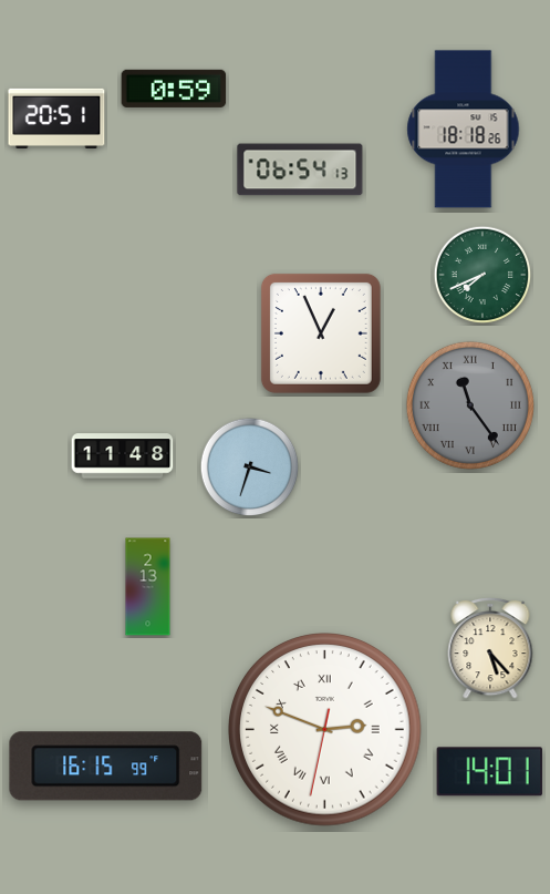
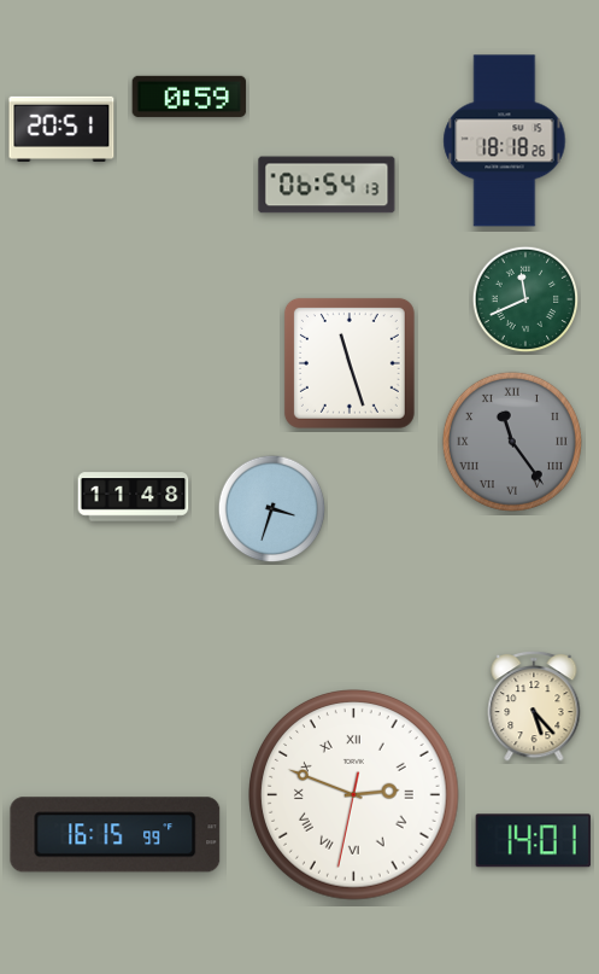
clock at (482, 275): 7:41 -> 11:41
clock at (321, 333): 12:56 -> 11:27
clock at (148, 587): 2:13 -> none
